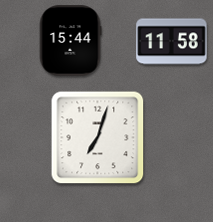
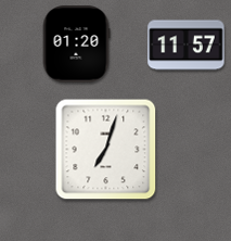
clock at (70, 41): 15:44 -> 01:20
clock at (172, 42): 11:58 -> 11:57
